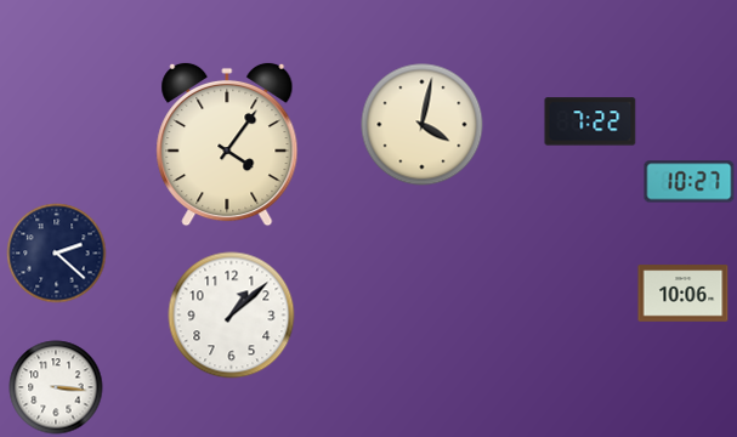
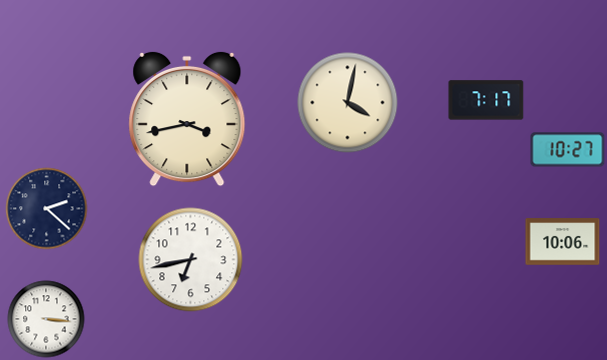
clock at (590, 121): 7:22 -> 7:17
clock at (227, 144): 4:06 -> 3:43
clock at (232, 316): 1:08 -> 6:43
